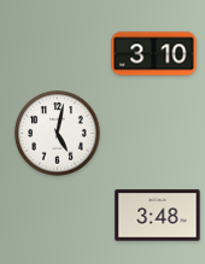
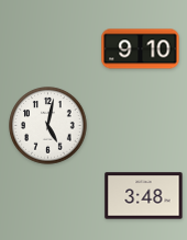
clock at (154, 54): 3:10 -> 9:10
clock at (58, 134) position: (58, 134) -> (48, 126)
